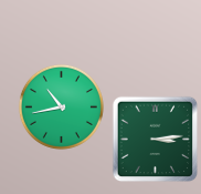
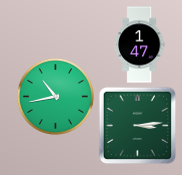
clock at (139, 45): none -> 1:47
clock at (155, 139) position: (155, 139) -> (137, 125)
